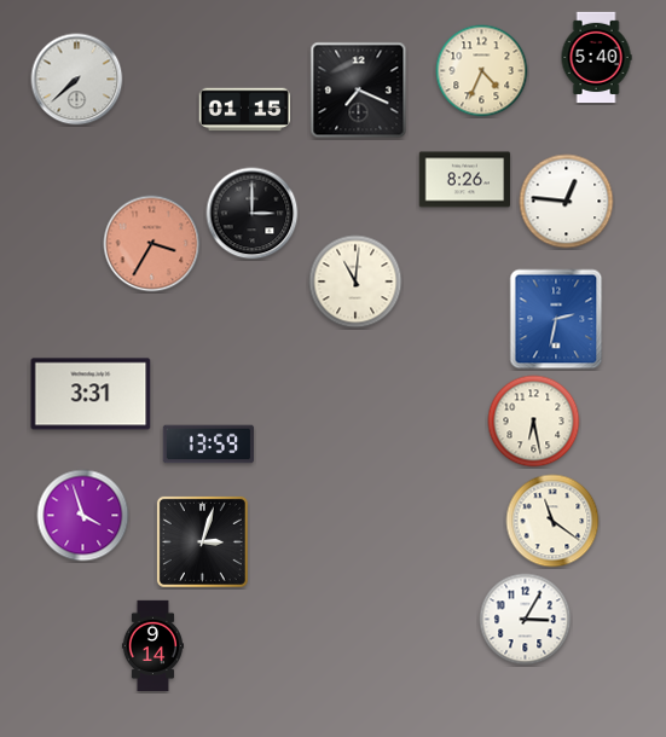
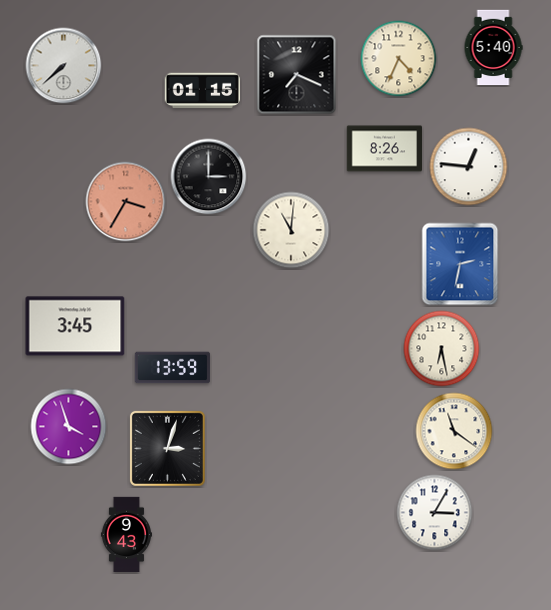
clock at (355, 282) position: (355, 282) -> (291, 230)
clock at (91, 394): 3:31 -> 3:45
clock at (552, 521) position: (552, 521) -> (454, 431)
clock at (152, 646): 9:14 -> 9:43
